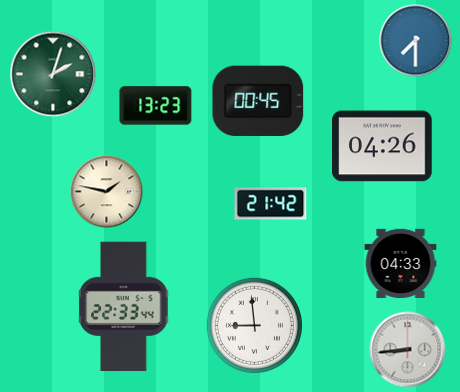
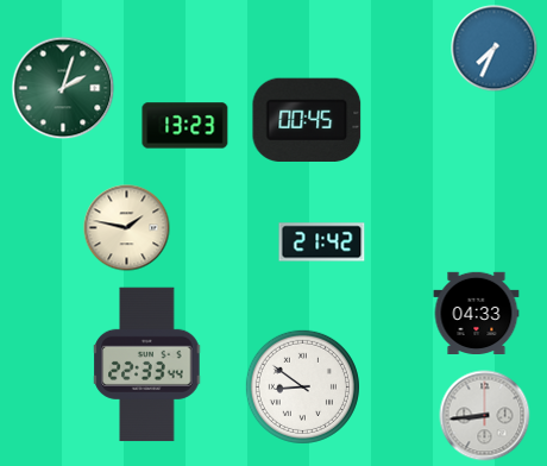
clock at (416, 41): 7:30 -> 7:34
clock at (382, 146): 04:26 -> none
clock at (254, 325): 8:59 -> 8:51
